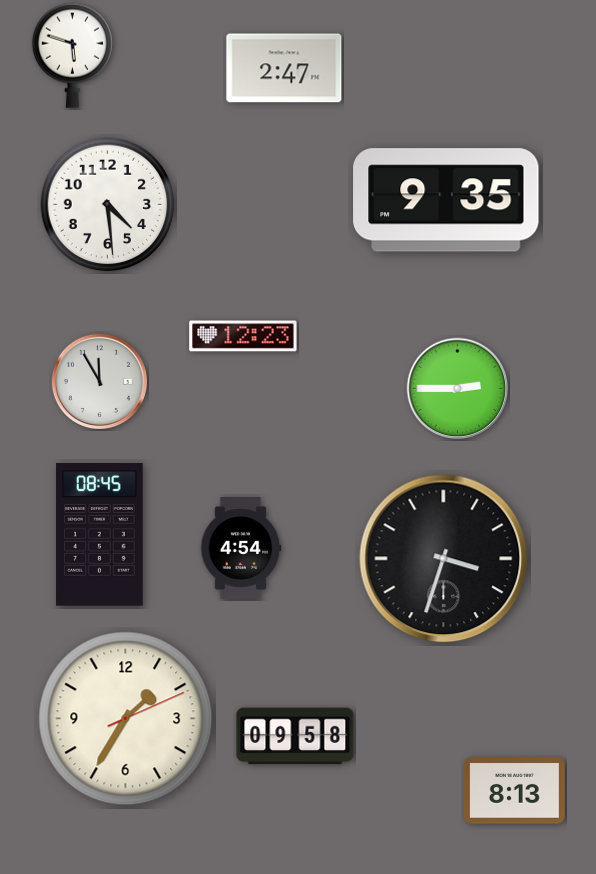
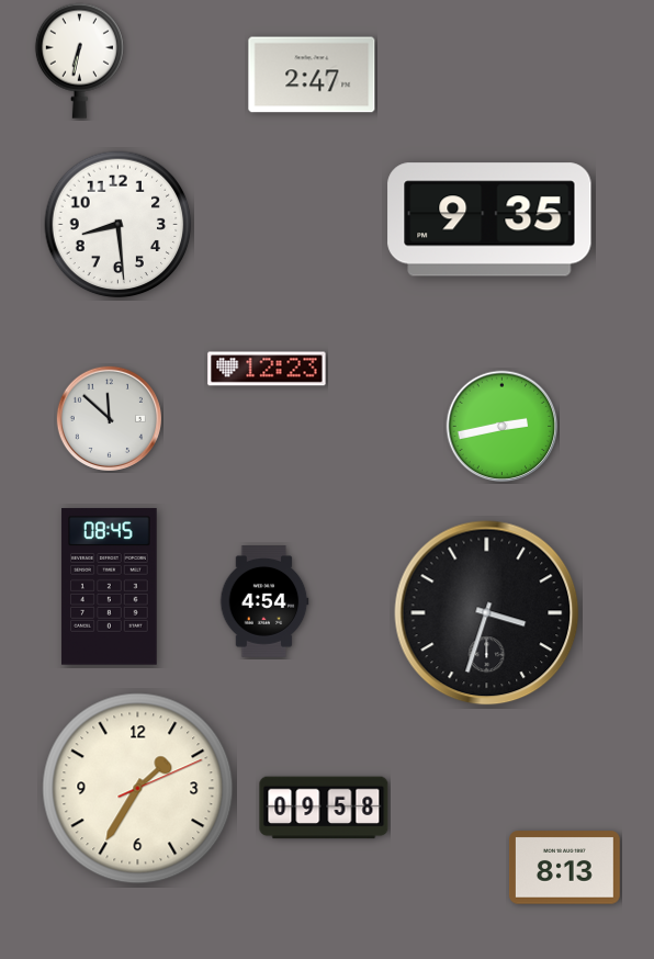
clock at (72, 55): 5:48 -> 6:32
clock at (108, 205): 4:29 -> 8:29
clock at (99, 381): 11:55 -> 11:52
clock at (458, 389): 2:45 -> 2:43
